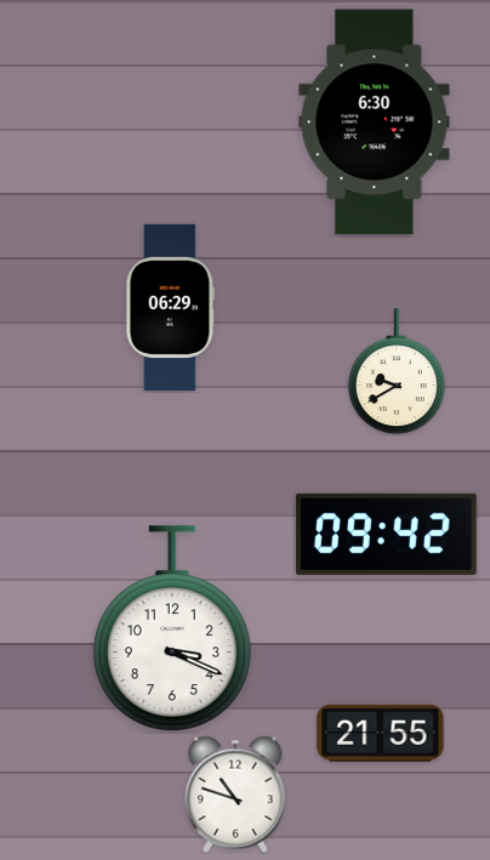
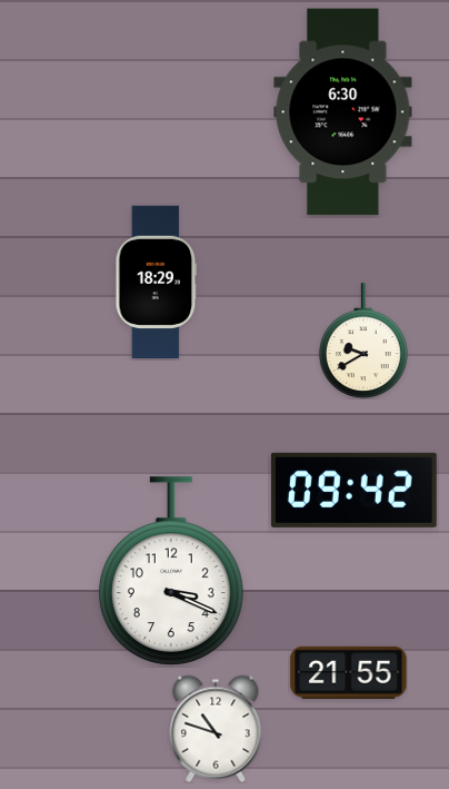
clock at (171, 307): 06:29 -> 18:29
clock at (172, 628) position: (172, 628) -> (171, 571)
